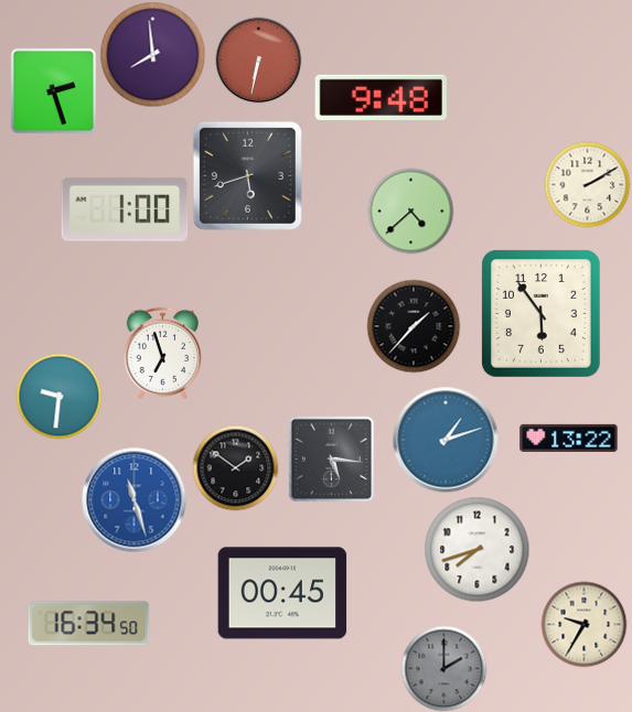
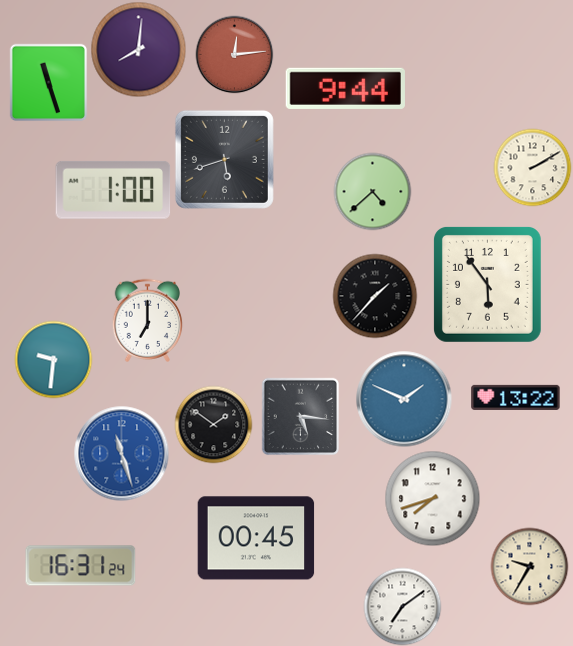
clock at (152, 54): 7:59 -> 8:01
clock at (258, 60): 6:32 -> 12:14
clock at (53, 90): 2:27 -> 11:27
clock at (381, 97): 9:48 -> 9:44
clock at (540, 313) position: (540, 313) -> (487, 284)
clock at (163, 353): 6:57 -> 7:00
clock at (446, 440): 1:12 -> 1:49
clock at (89, 624): 16:34 -> 16:31
clock at (443, 668): 2:00 -> 7:09
clock at (443, 668) dial: grey -> white
